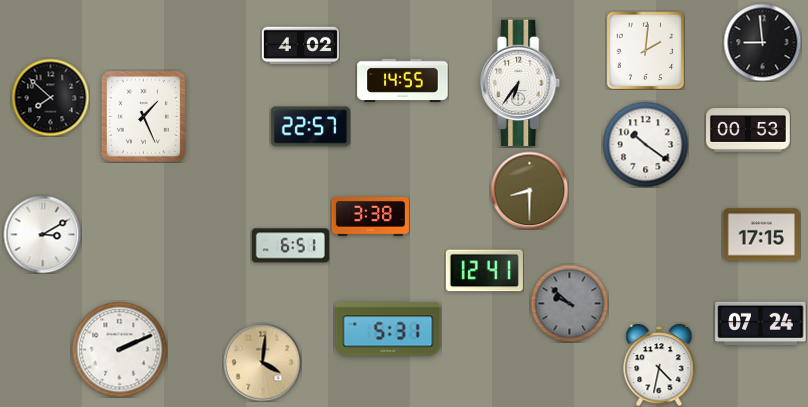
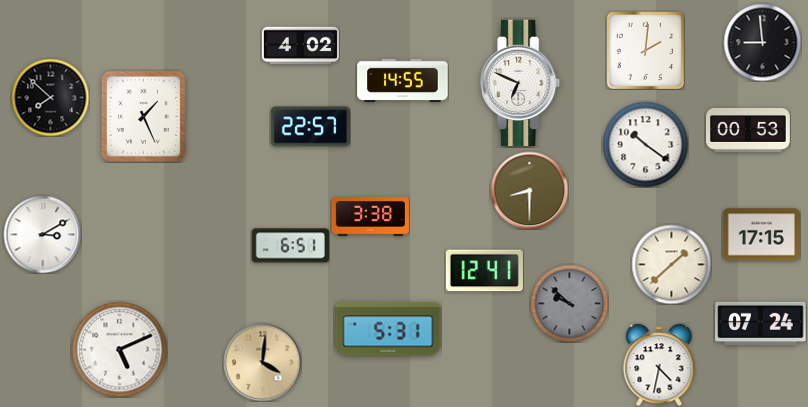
clock at (521, 83): 6:36 -> 6:49
clock at (671, 264): none -> 1:38
clock at (119, 349): 2:11 -> 5:11
